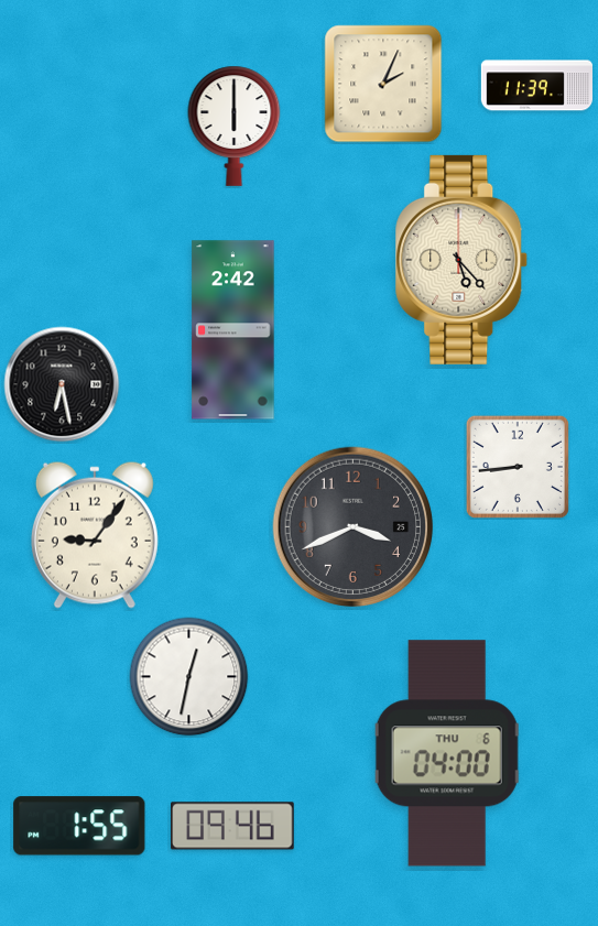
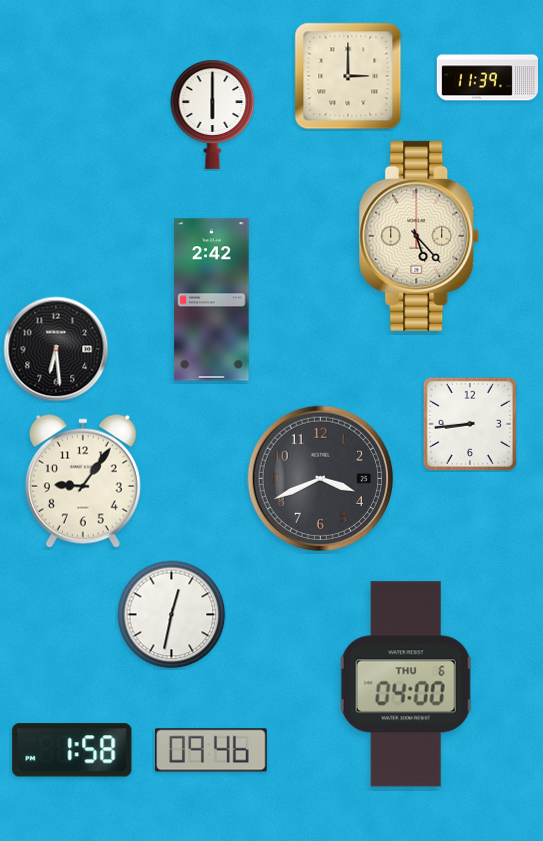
clock at (383, 84): 2:04 -> 3:00
clock at (62, 384): 6:28 -> 6:29
clock at (95, 535) position: (95, 535) -> (83, 481)
clock at (79, 826): 1:55 -> 1:58
